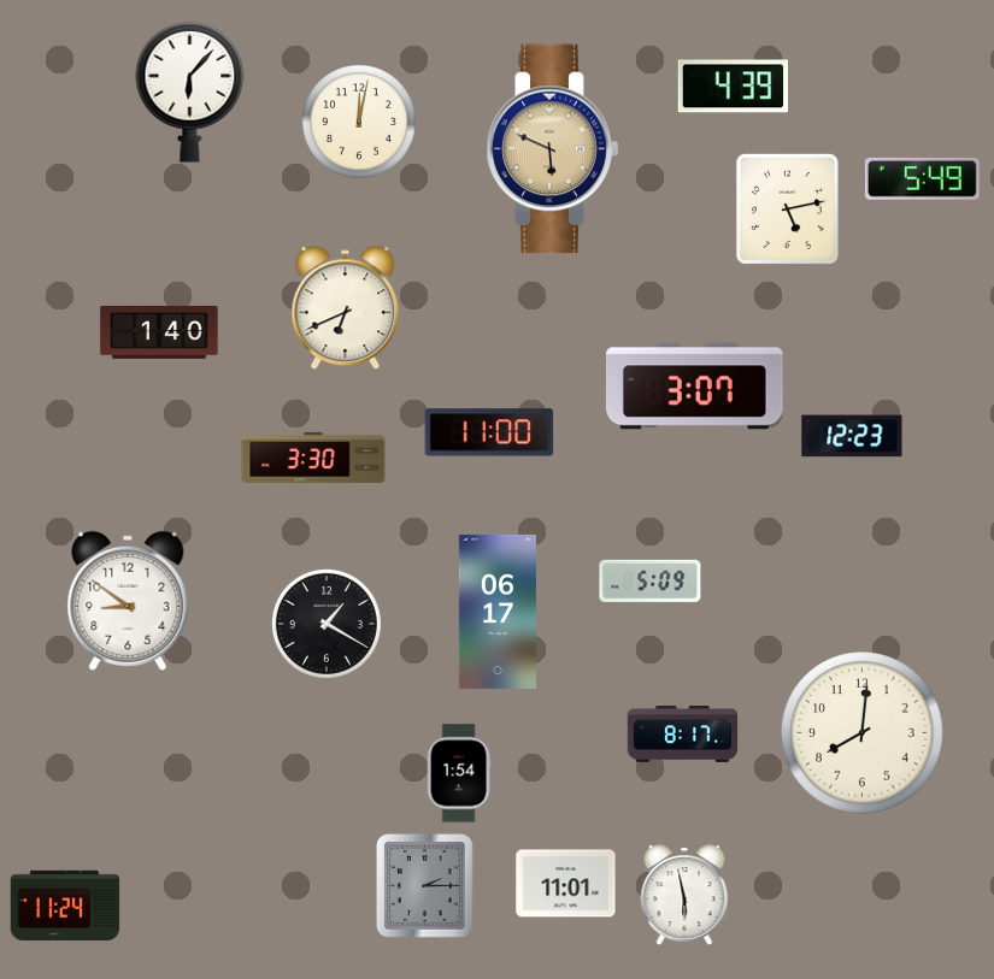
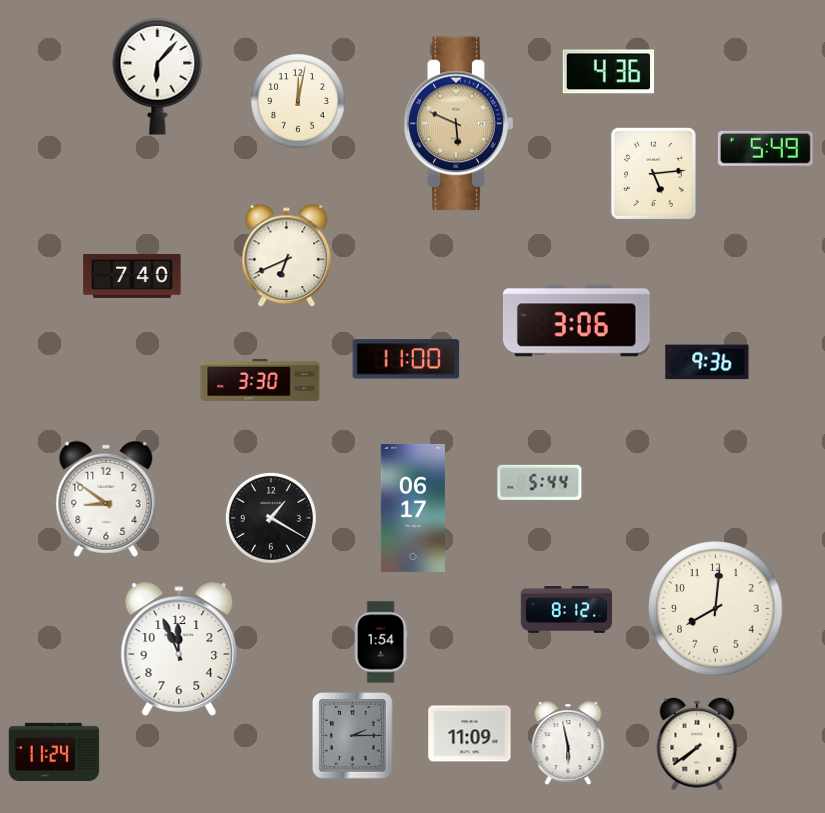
clock at (733, 87): 4:39 -> 4:36
clock at (787, 208): 5:13 -> 5:14
clock at (159, 332): 1:40 -> 7:40
clock at (694, 387): 3:07 -> 3:06
clock at (852, 436): 12:23 -> 9:36
clock at (651, 580): 5:09 -> 5:44
clock at (683, 735): 8:17 -> 8:12
clock at (179, 649): none -> 11:56
clock at (566, 884): 11:01 -> 11:09
clock at (697, 744): none -> 7:39
